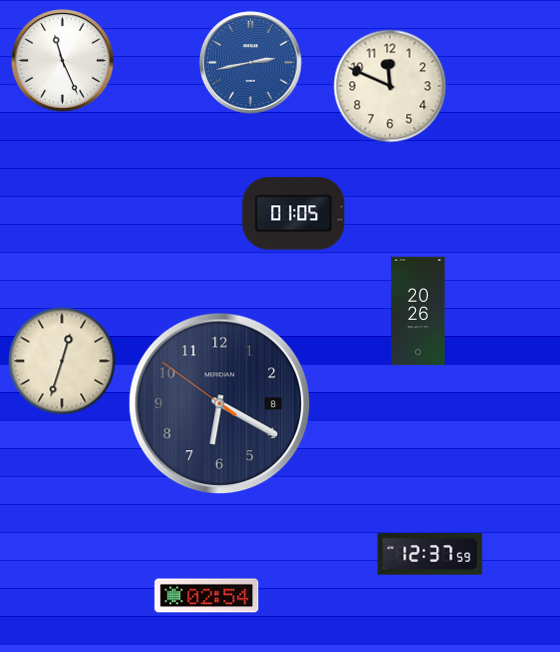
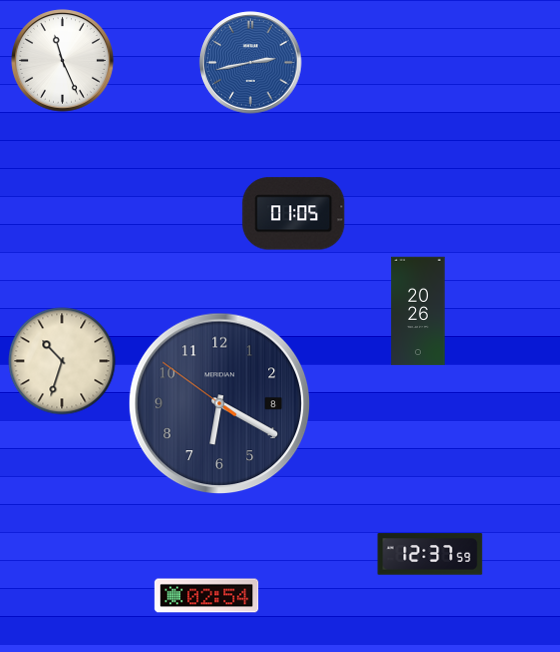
clock at (390, 86): 11:49 -> none
clock at (62, 361): 12:33 -> 10:33
